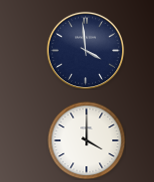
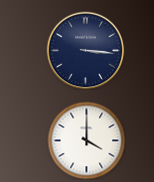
clock at (85, 50): 3:59 -> 3:16
